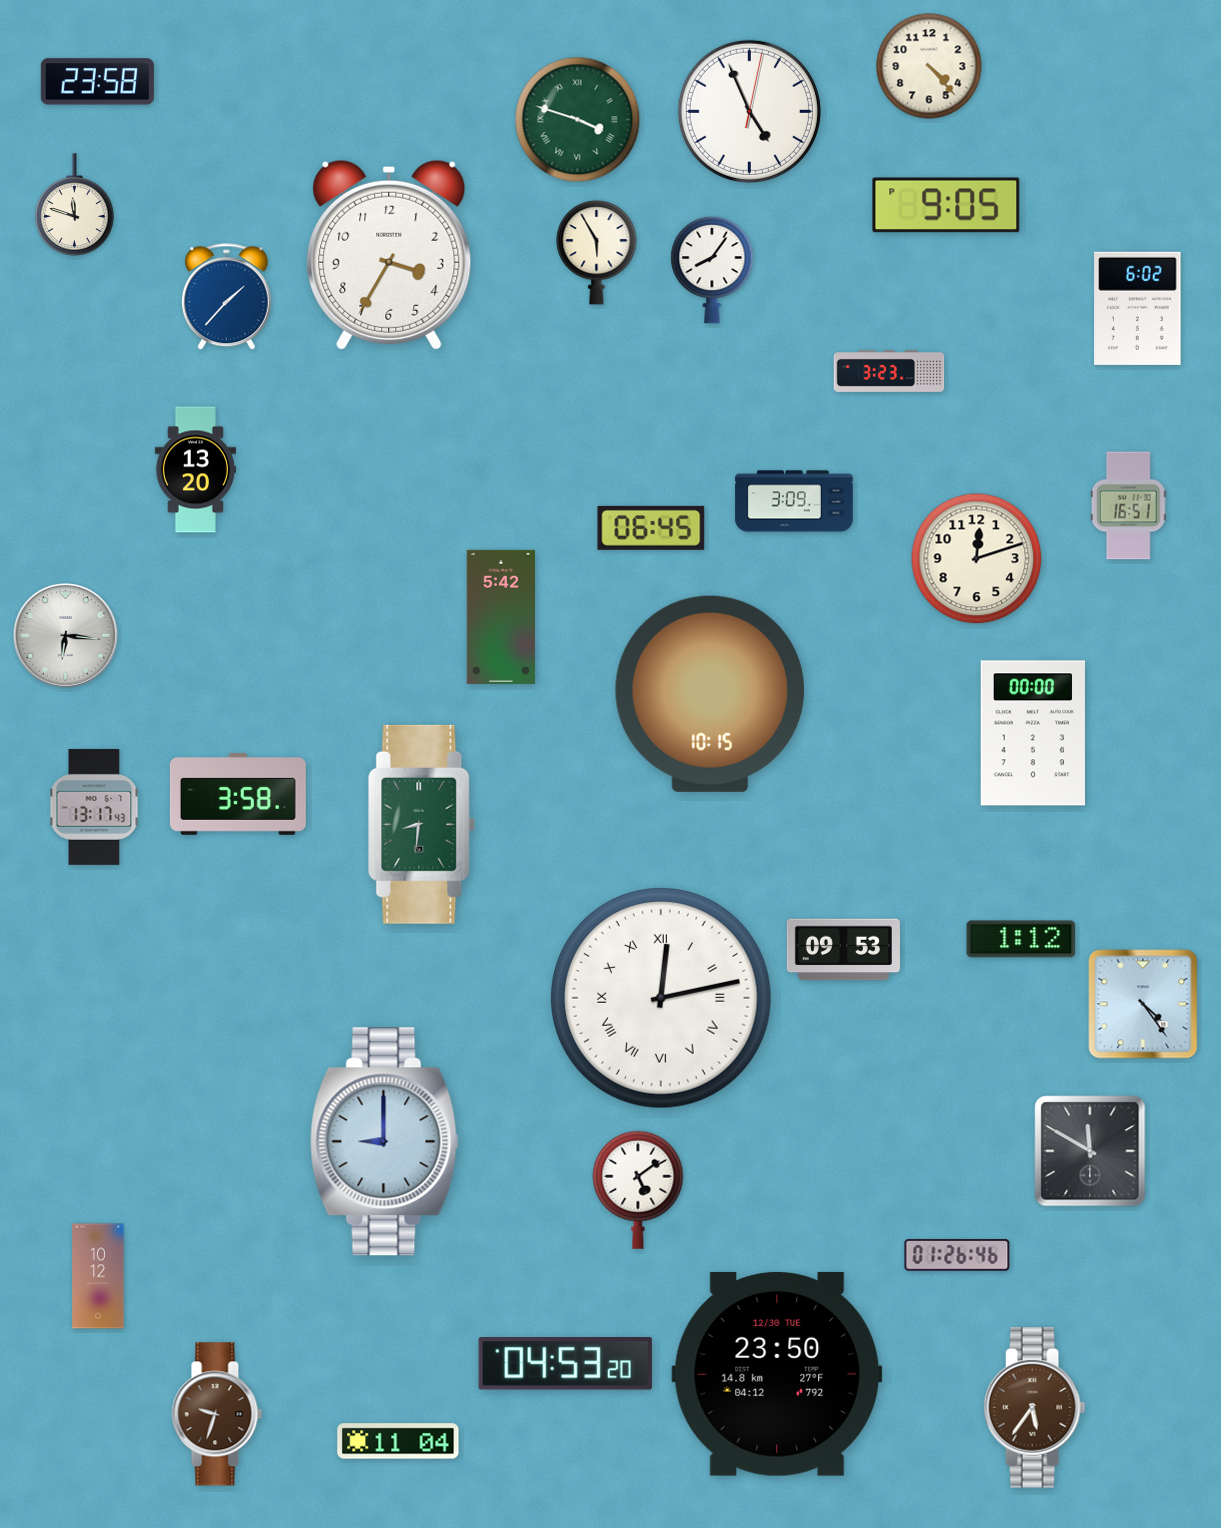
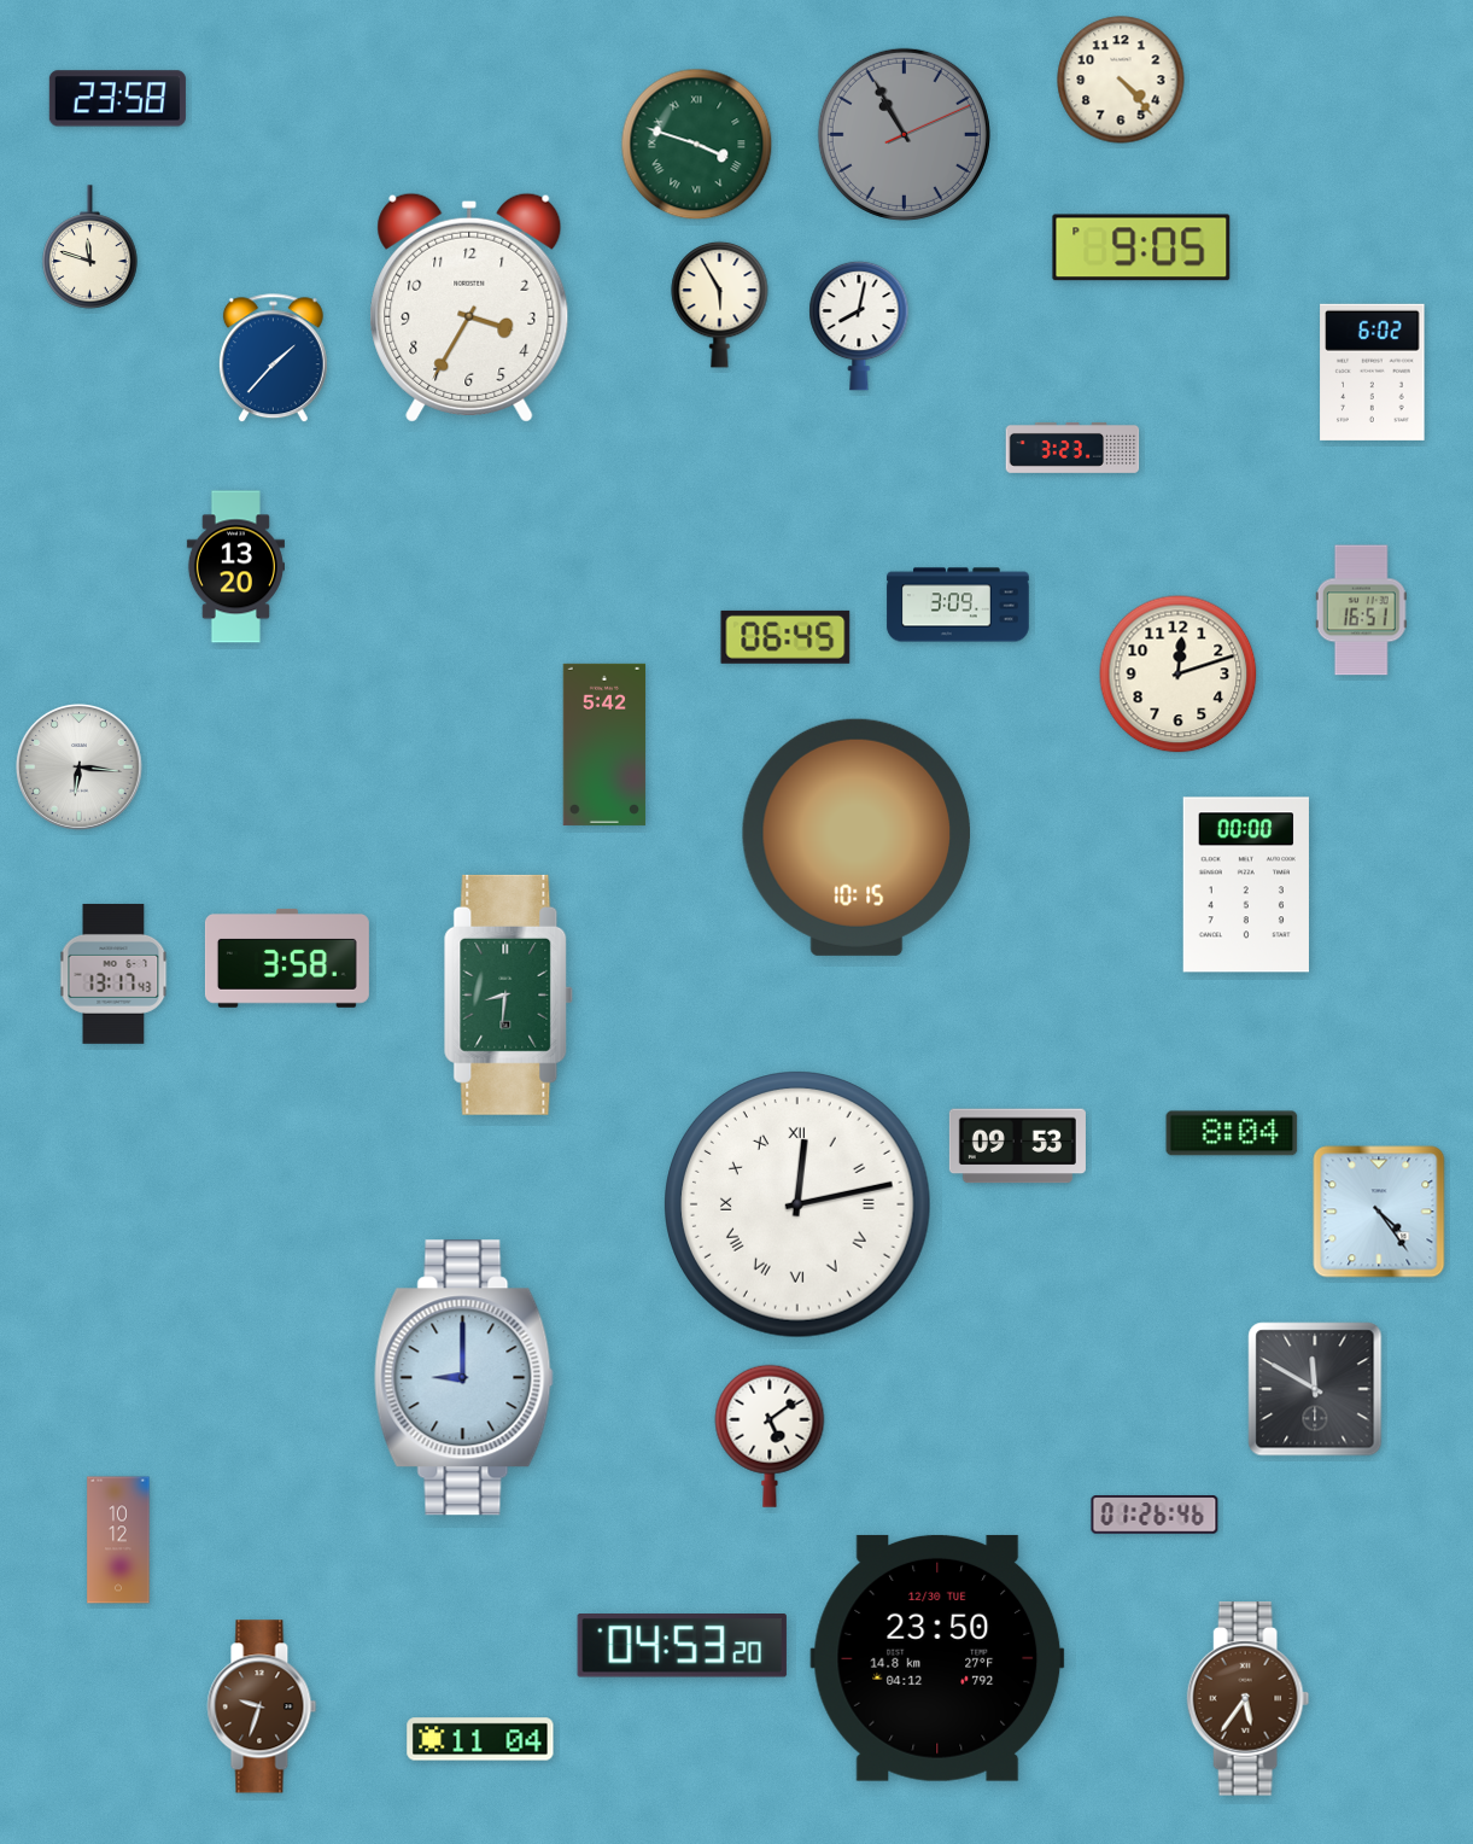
clock at (749, 111): 4:56 -> 10:55
clock at (749, 111) dial: white -> grey
clock at (712, 270): 8:06 -> 8:02
clock at (1021, 939): 1:12 -> 8:04
